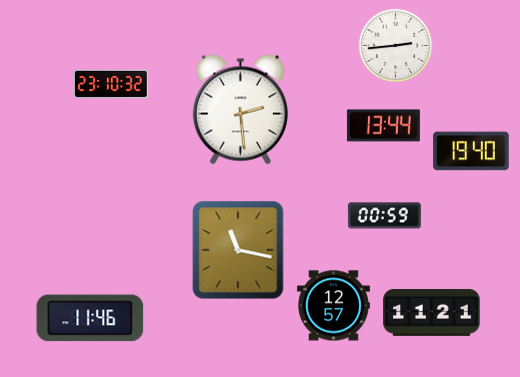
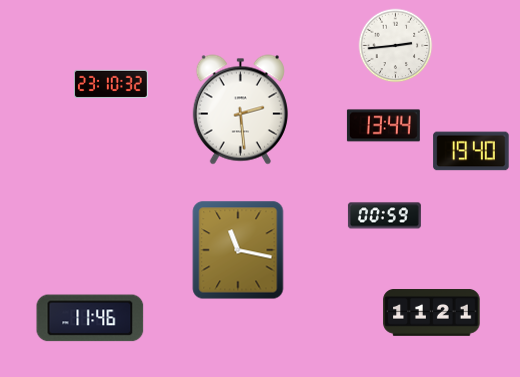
clock at (333, 306): 12:57 -> none
